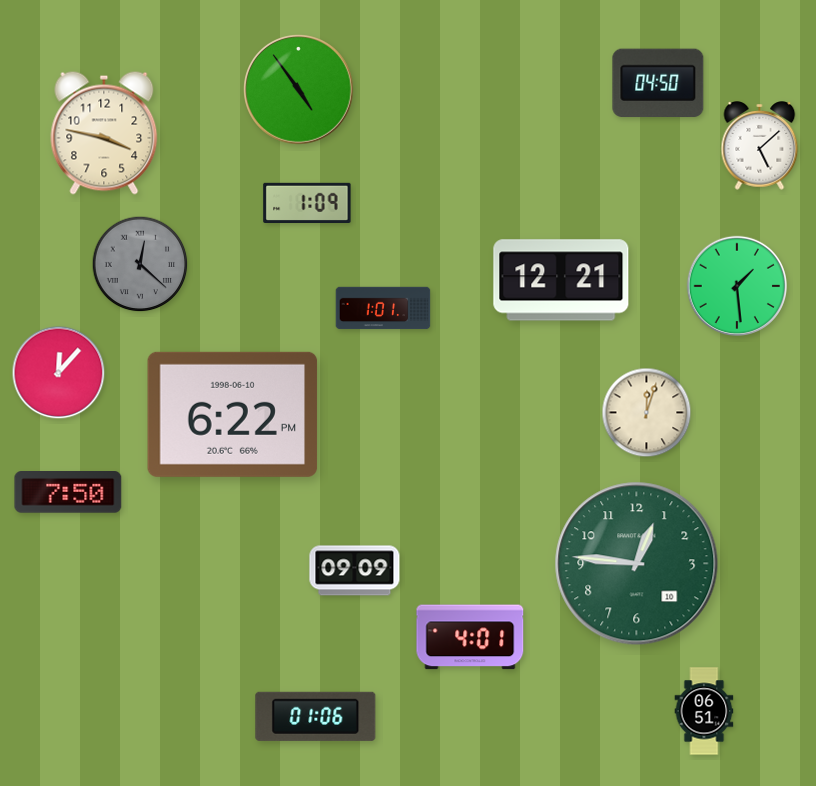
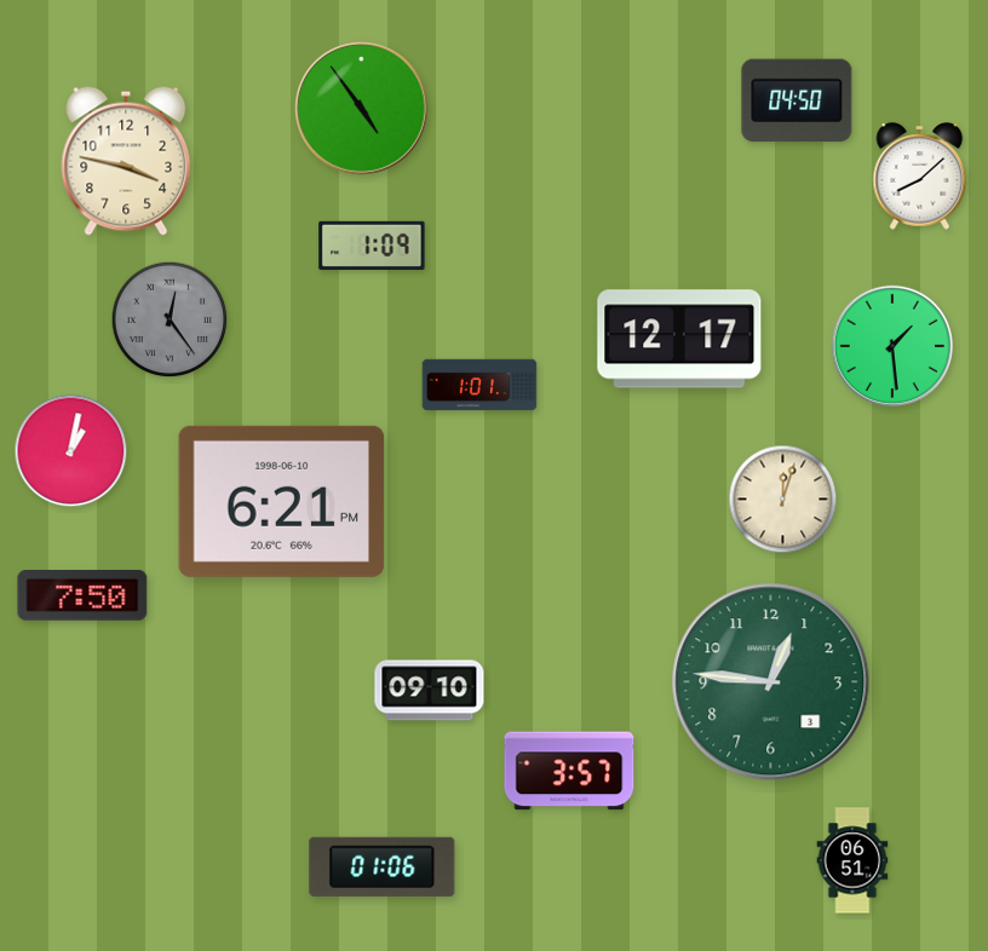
clock at (760, 146): 5:08 -> 8:08
clock at (140, 264): 12:22 -> 12:24
clock at (561, 280): 12:21 -> 12:17
clock at (383, 308) position: (383, 308) -> (479, 385)
clock at (59, 373): 12:07 -> 1:02
clock at (233, 414): 6:22 -> 6:21
clock at (637, 564) date: 10 -> 3
clock at (355, 571): 09:09 -> 09:10
clock at (470, 637): 4:01 -> 3:57
